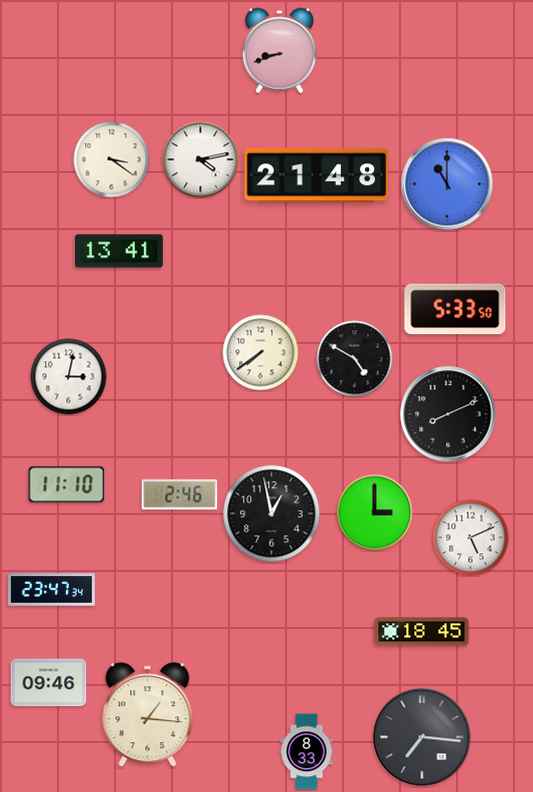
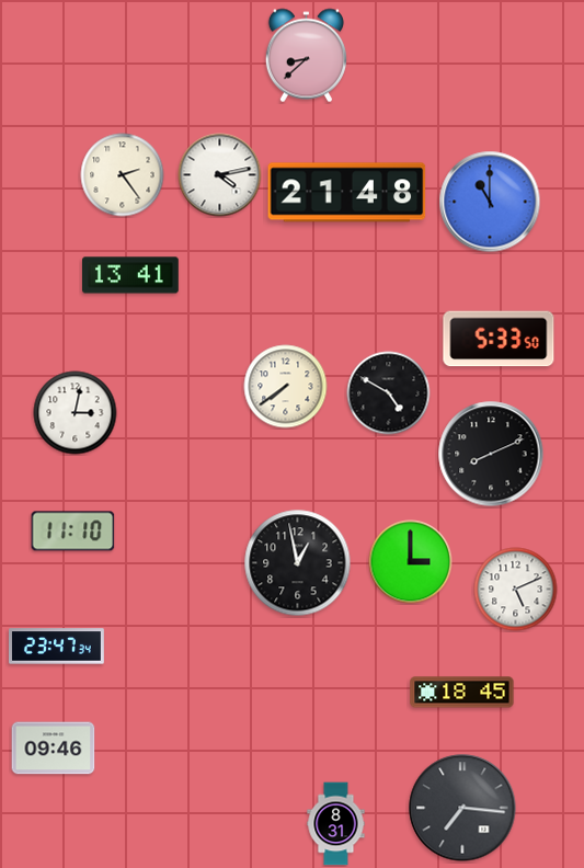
clock at (279, 51): 8:42 -> 8:38
clock at (112, 160): 3:21 -> 2:24
clock at (180, 495): 2:46 -> none
clock at (148, 715): 1:16 -> none
clock at (307, 752): 8:33 -> 8:31
